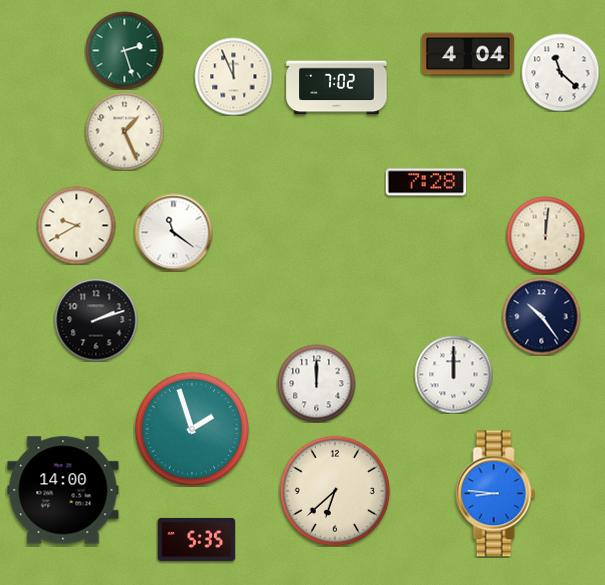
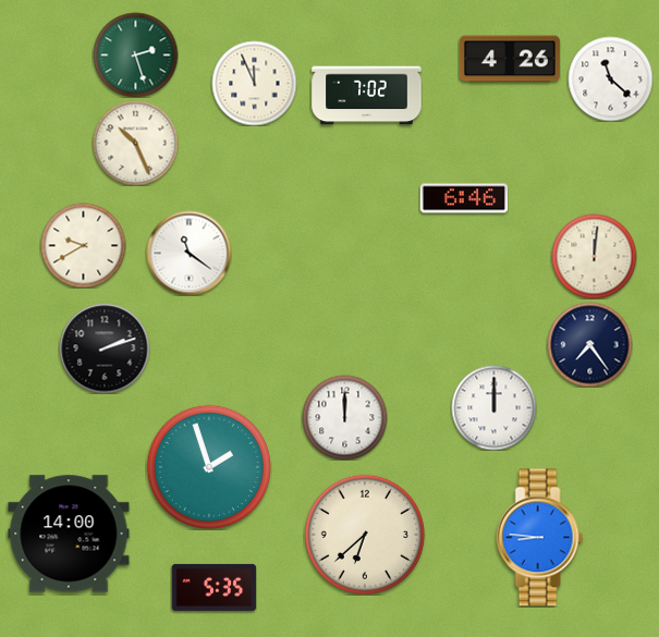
clock at (468, 54): 4:04 -> 4:26
clock at (124, 131): 1:26 -> 10:26
clock at (426, 182): 7:28 -> 6:46
clock at (541, 316): 10:24 -> 7:24
